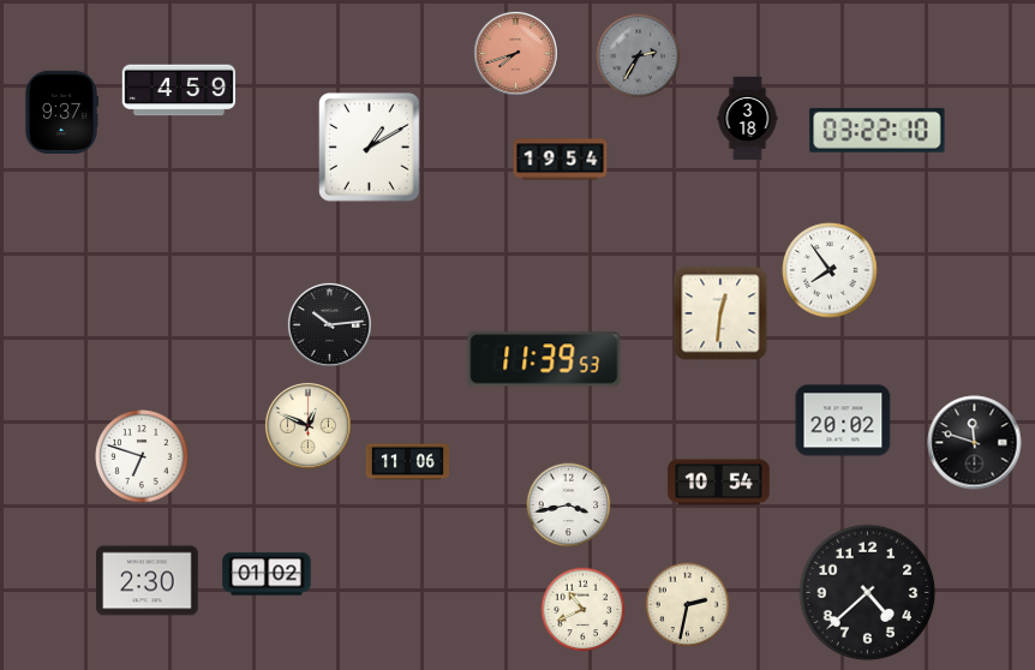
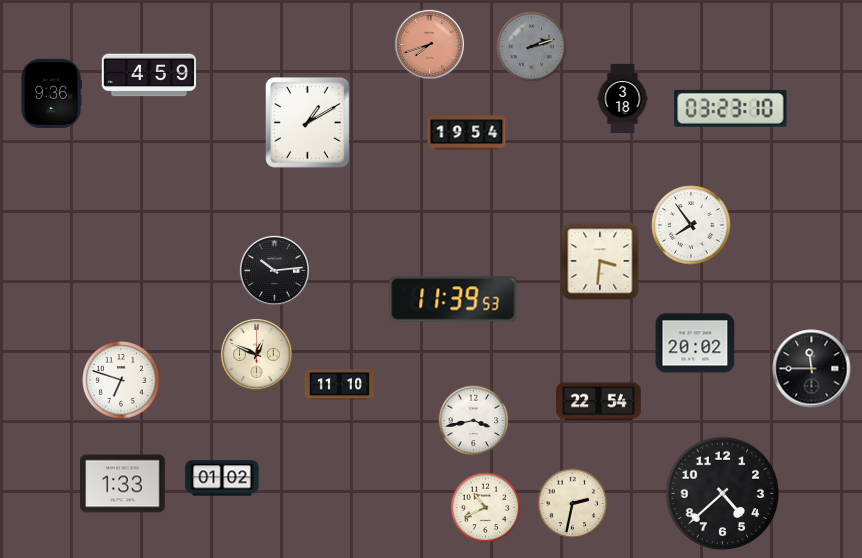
clock at (639, 56): 2:35 -> 2:12
clock at (61, 112): 9:37 -> 9:36
clock at (878, 130): 03:22 -> 03:23
clock at (720, 313): 12:31 -> 3:31
clock at (843, 420) position: (843, 420) -> (695, 343)
clock at (975, 443): 11:48 -> 11:45
clock at (142, 456) position: (142, 456) -> (121, 380)
clock at (407, 462): 11:06 -> 11:10
clock at (719, 483): 10:54 -> 22:54
clock at (148, 581): 2:30 -> 1:33
